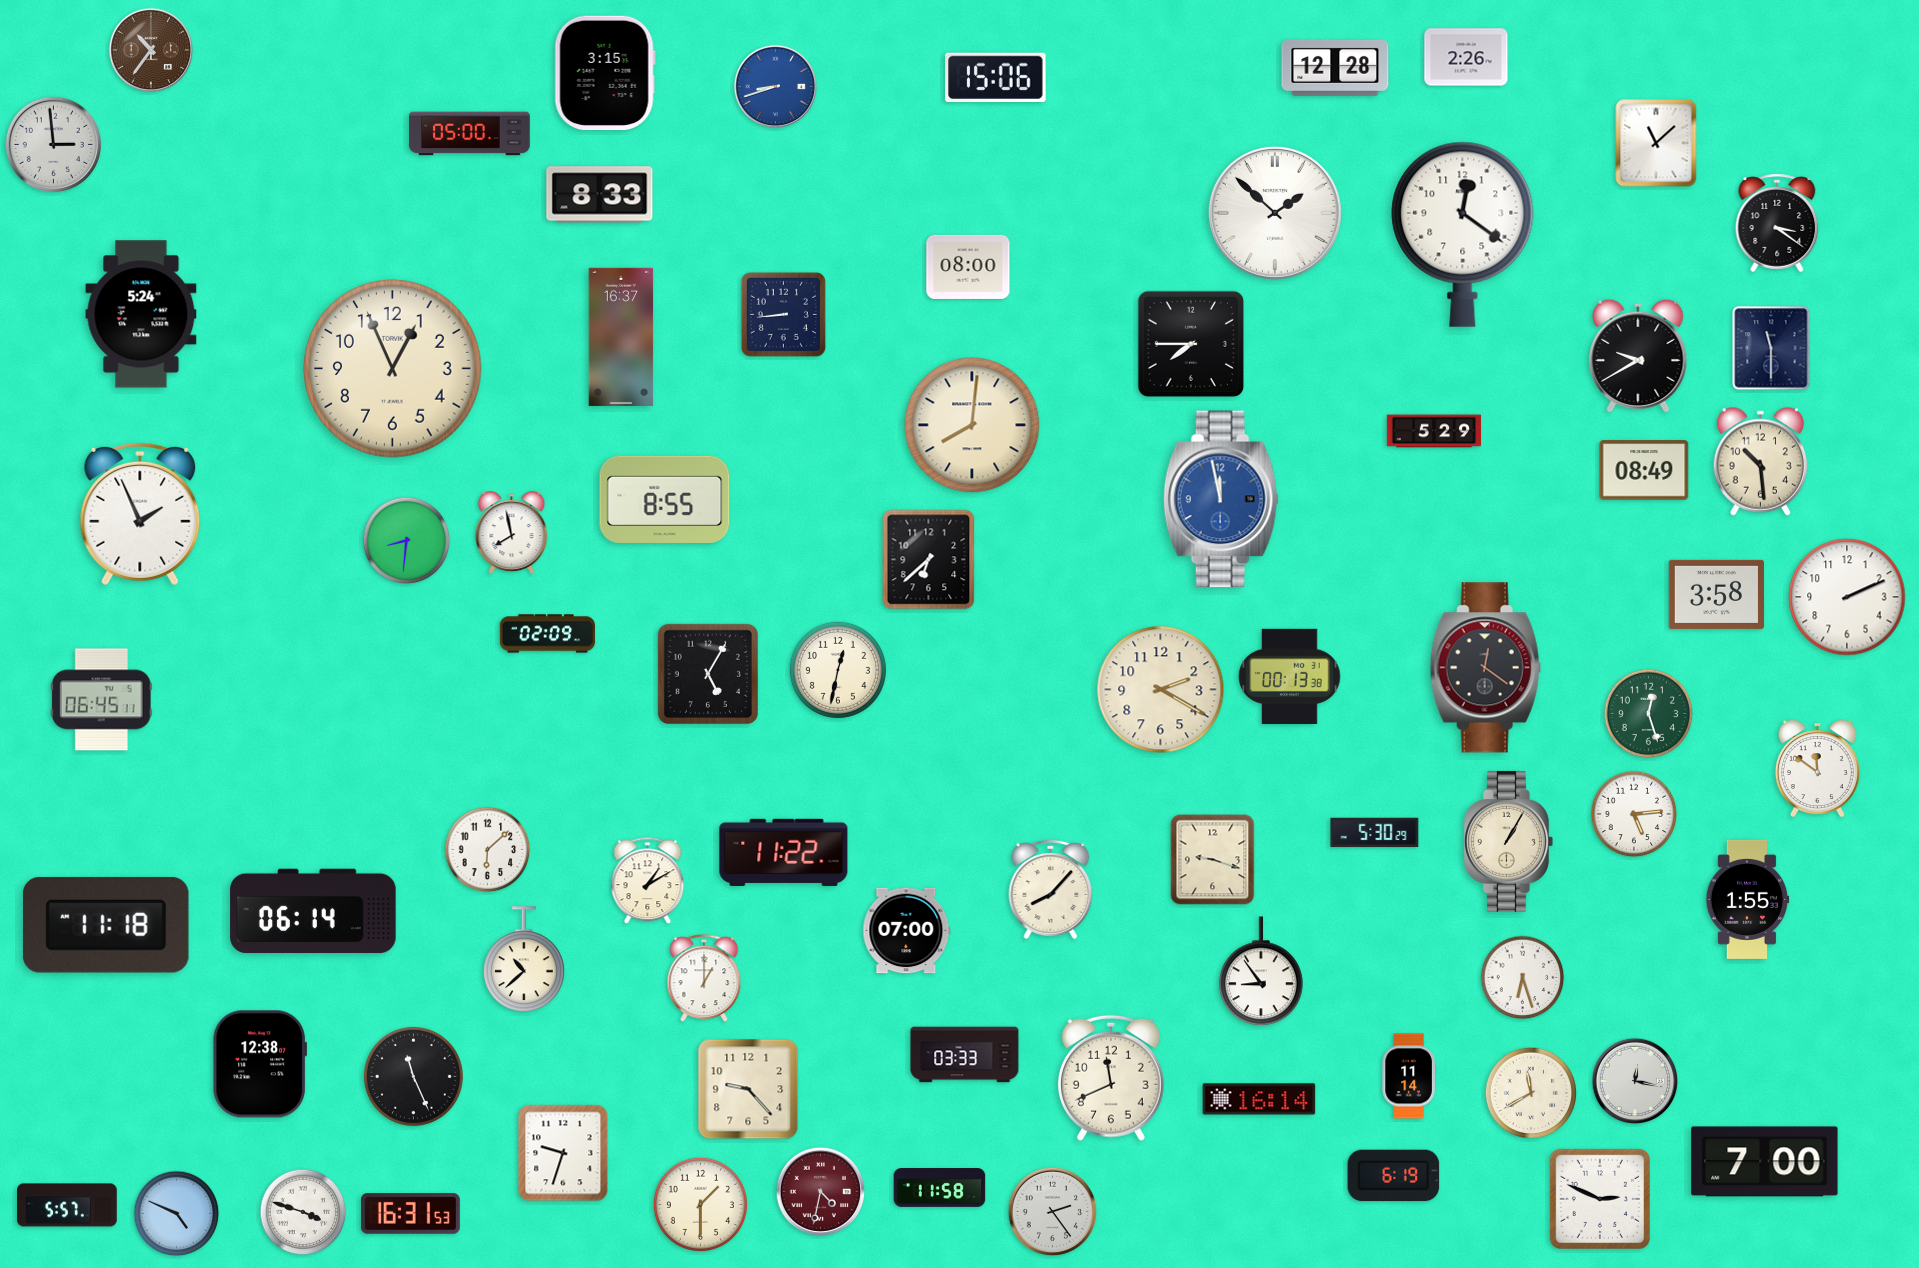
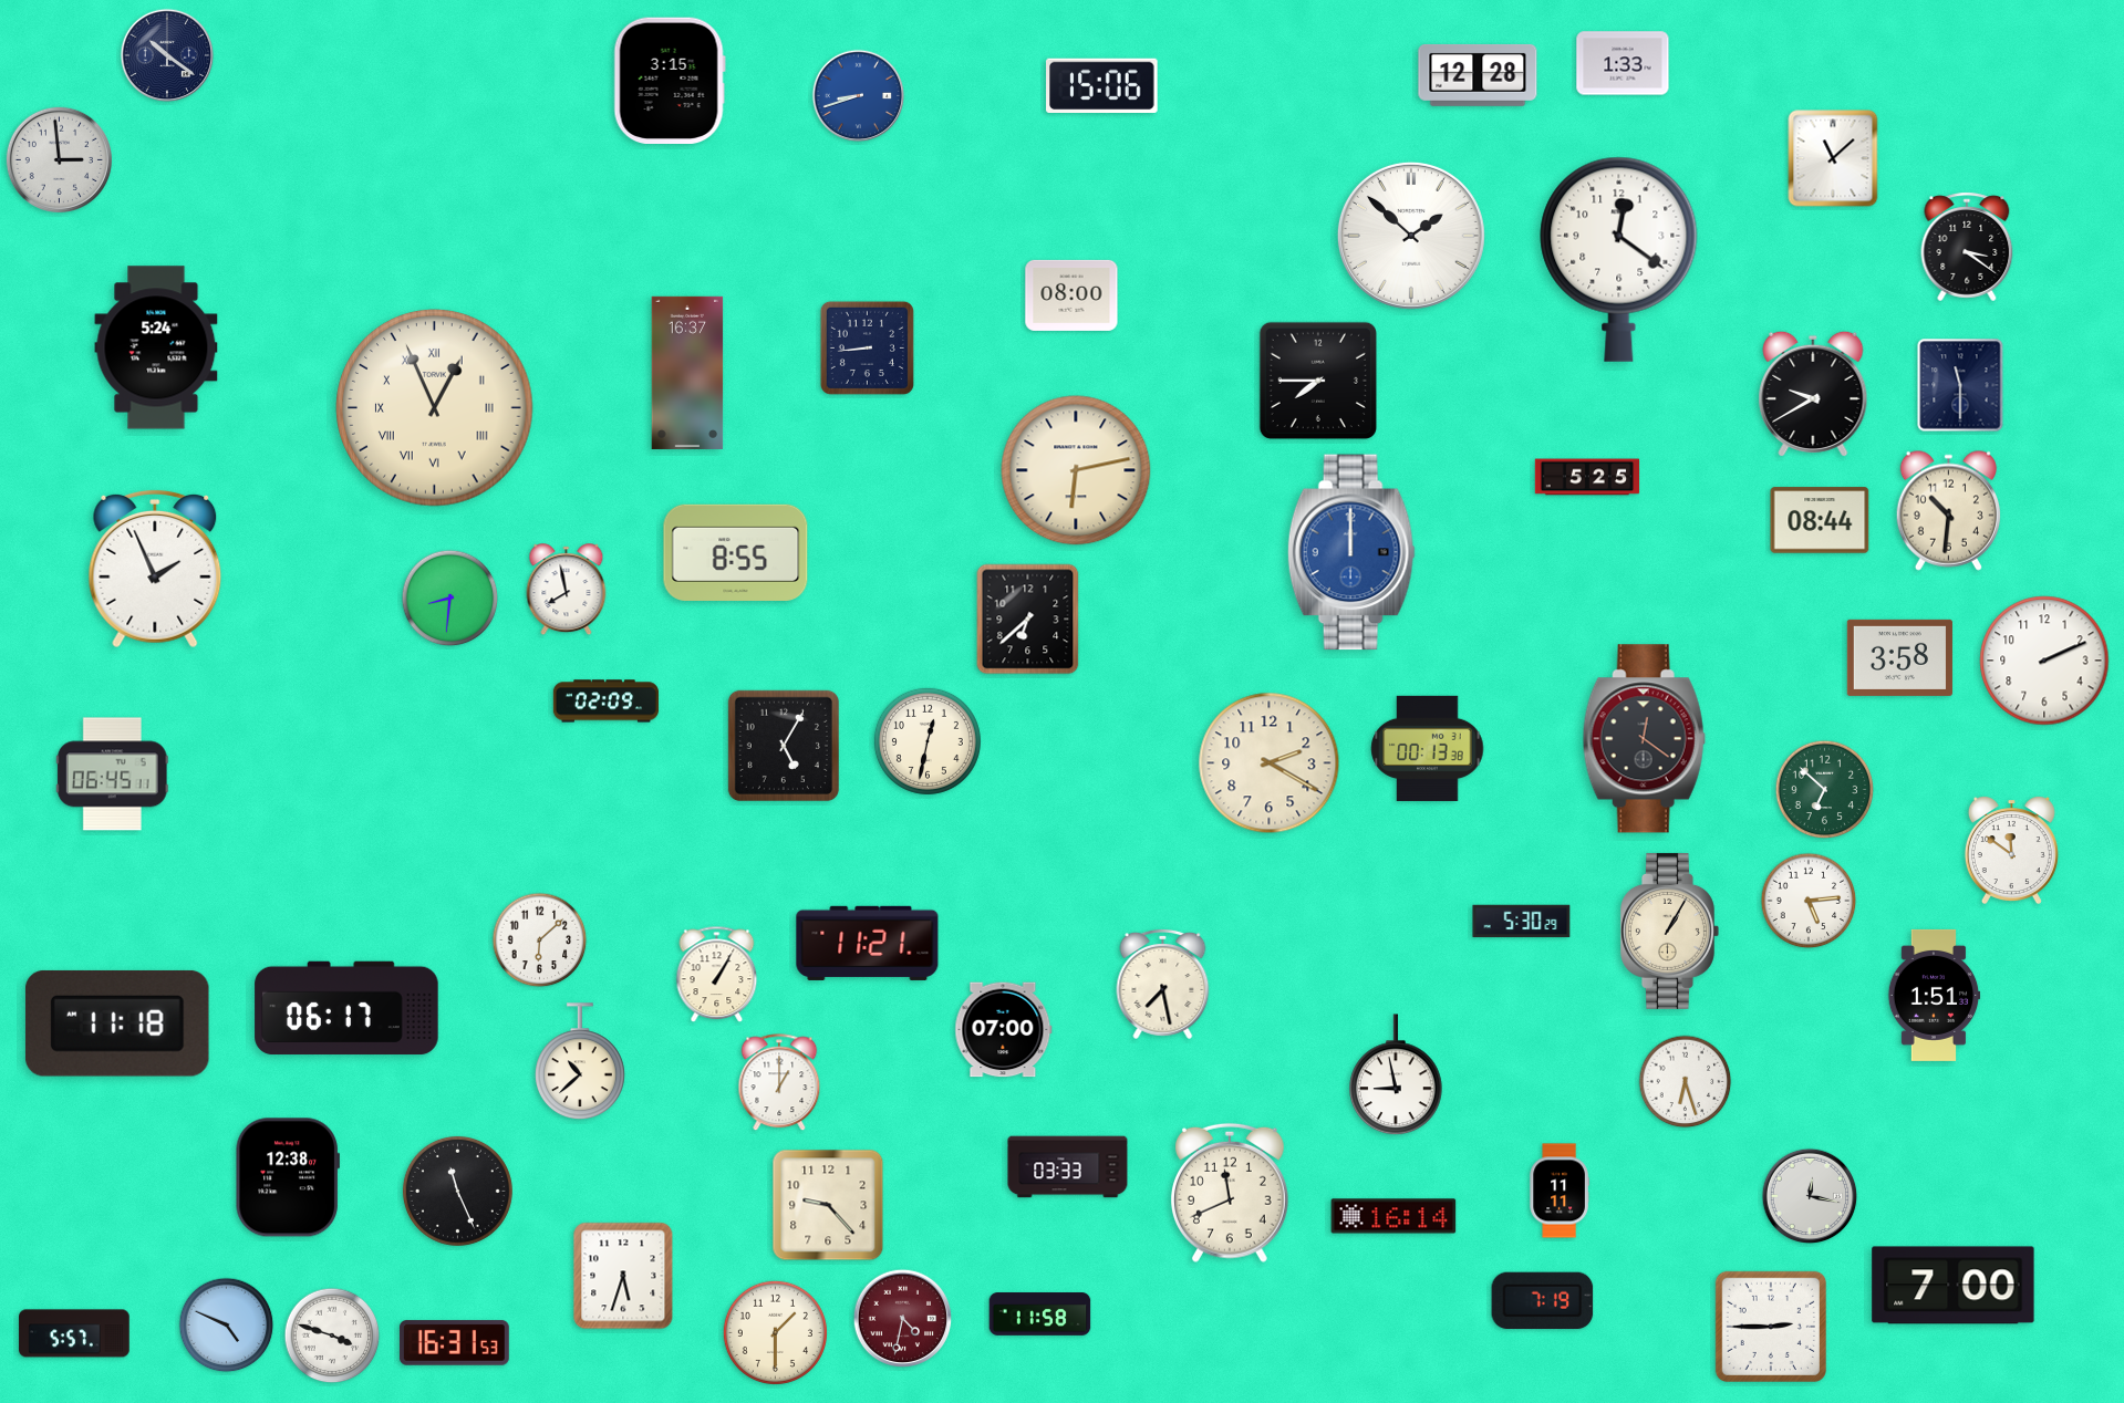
clock at (151, 50): 10:36 -> 10:21
clock at (151, 50) dial: brown -> navy
clock at (1466, 57): 2:26 -> 1:33
clock at (470, 134): 05:00 -> none
clock at (600, 195): 8:33 -> none
clock at (393, 369) numerals: Arabic -> Roman
clock at (972, 425): 8:01 -> 6:13
clock at (1434, 431): 5:29 -> 5:25
clock at (1760, 461): 10:29 -> 10:31
clock at (1644, 470): 08:49 -> 08:44
clock at (1221, 499): 11:58 -> 12:00
clock at (1161, 690) position: (1161, 690) -> (1270, 763)
clock at (1649, 714): 12:27 -> 6:52
clock at (784, 852): 11:22 -> 11:21
clock at (1213, 860): 9:18 -> none
clock at (648, 881): 1:10 -> 1:05
clock at (1051, 890): 8:07 -> 7:28
clock at (1747, 899): 1:55 -> 1:51
clock at (313, 911): 06:14 -> 06:17
clock at (1261, 972): 8:54 -> 8:58
clock at (1409, 1076): 11:14 -> 11:11
clock at (1530, 1092): 11:40 -> none
clock at (563, 1153): 9:33 -> 5:33
clock at (1394, 1176): 6:19 -> 7:19
clock at (821, 1192) position: (821, 1192) -> (903, 1319)
clock at (1600, 1199): 2:49 -> 2:45
clock at (303, 1212) position: (303, 1212) -> (332, 1336)
clock at (1053, 1212): 2:24 -> none
clock at (177, 1214) position: (177, 1214) -> (227, 1326)
